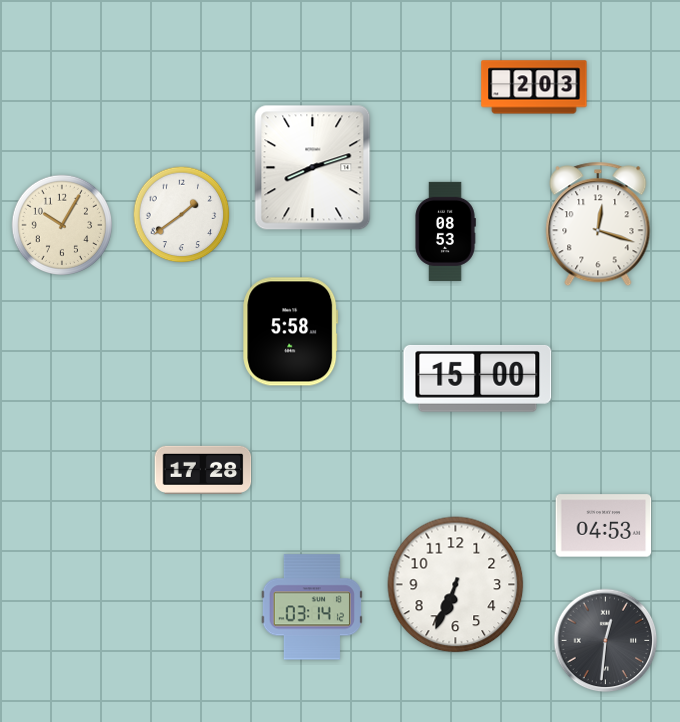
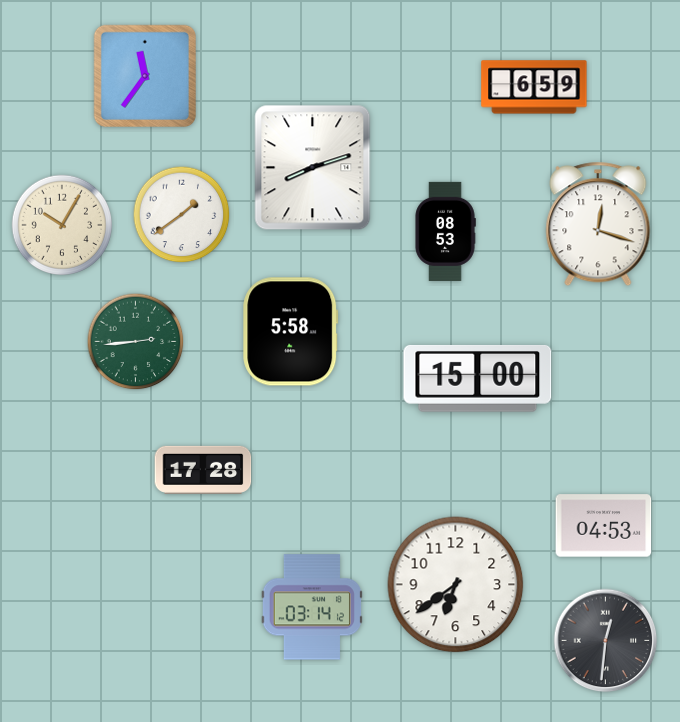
clock at (144, 75): none -> 11:36
clock at (534, 87): 2:03 -> 6:59
clock at (136, 342): none -> 2:44
clock at (456, 585): 6:34 -> 6:39
